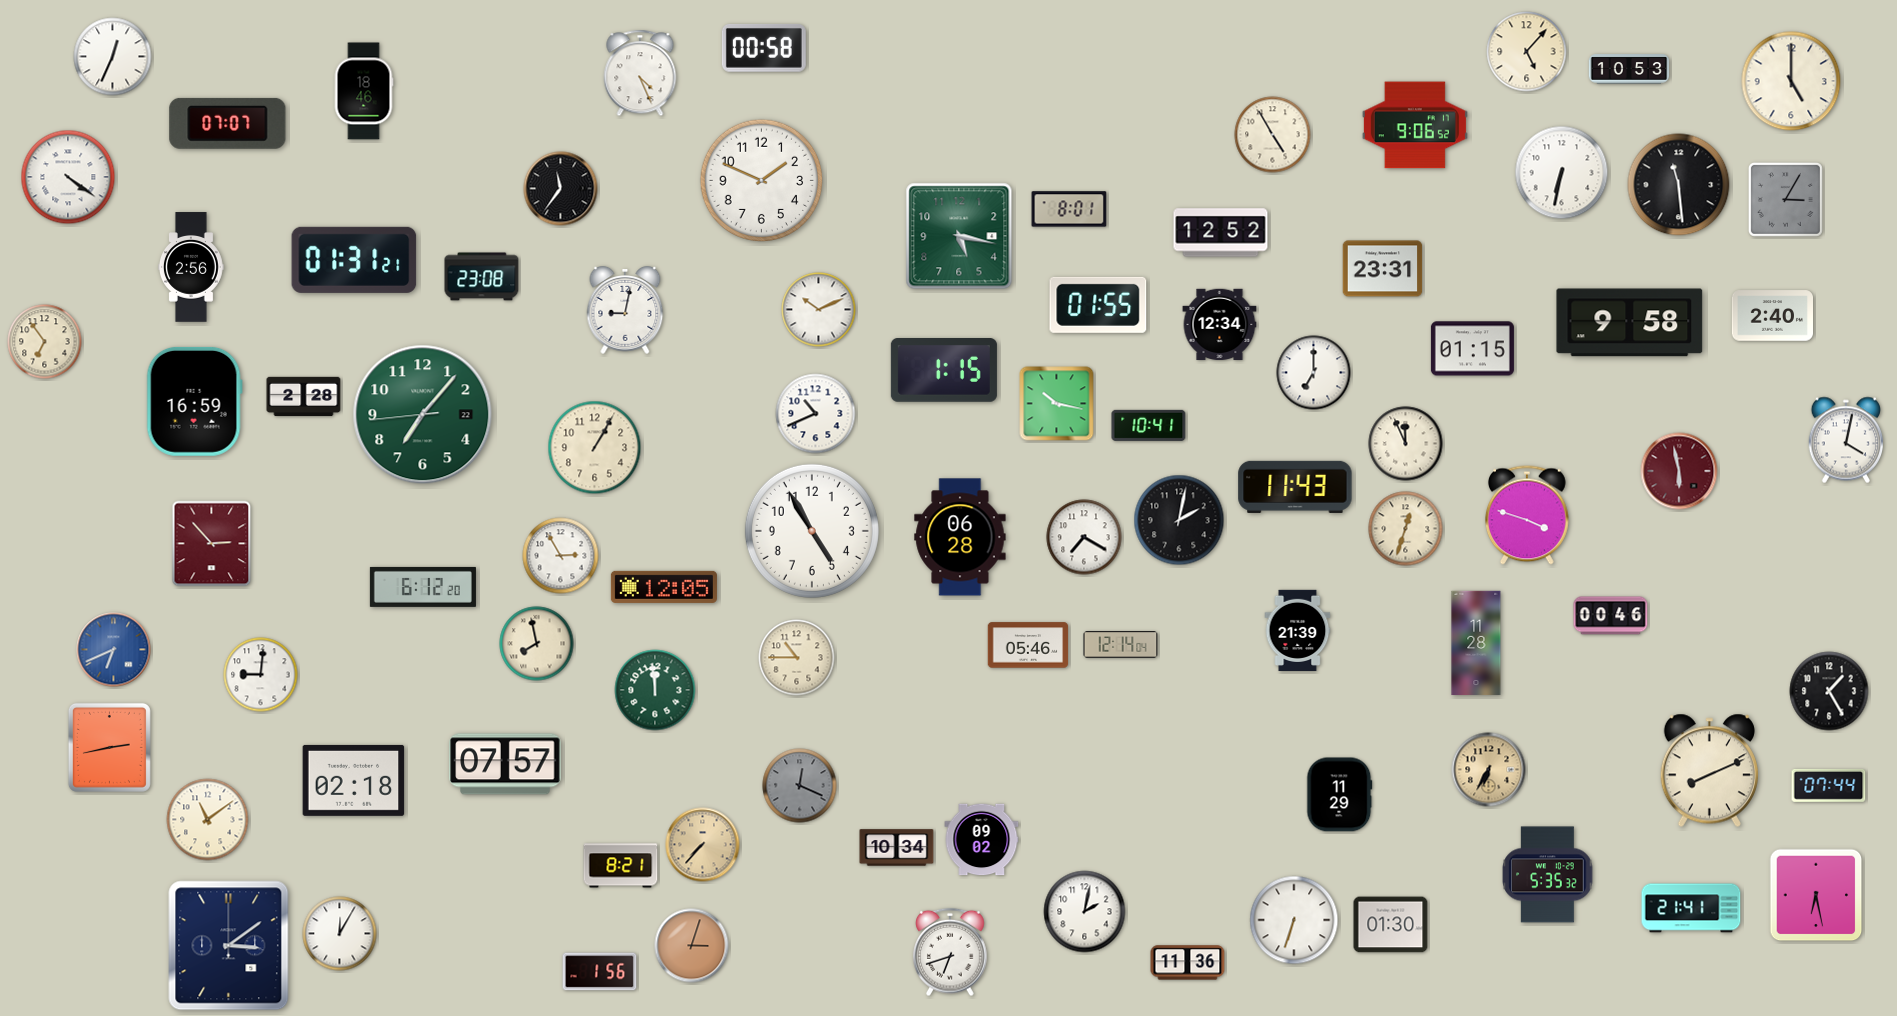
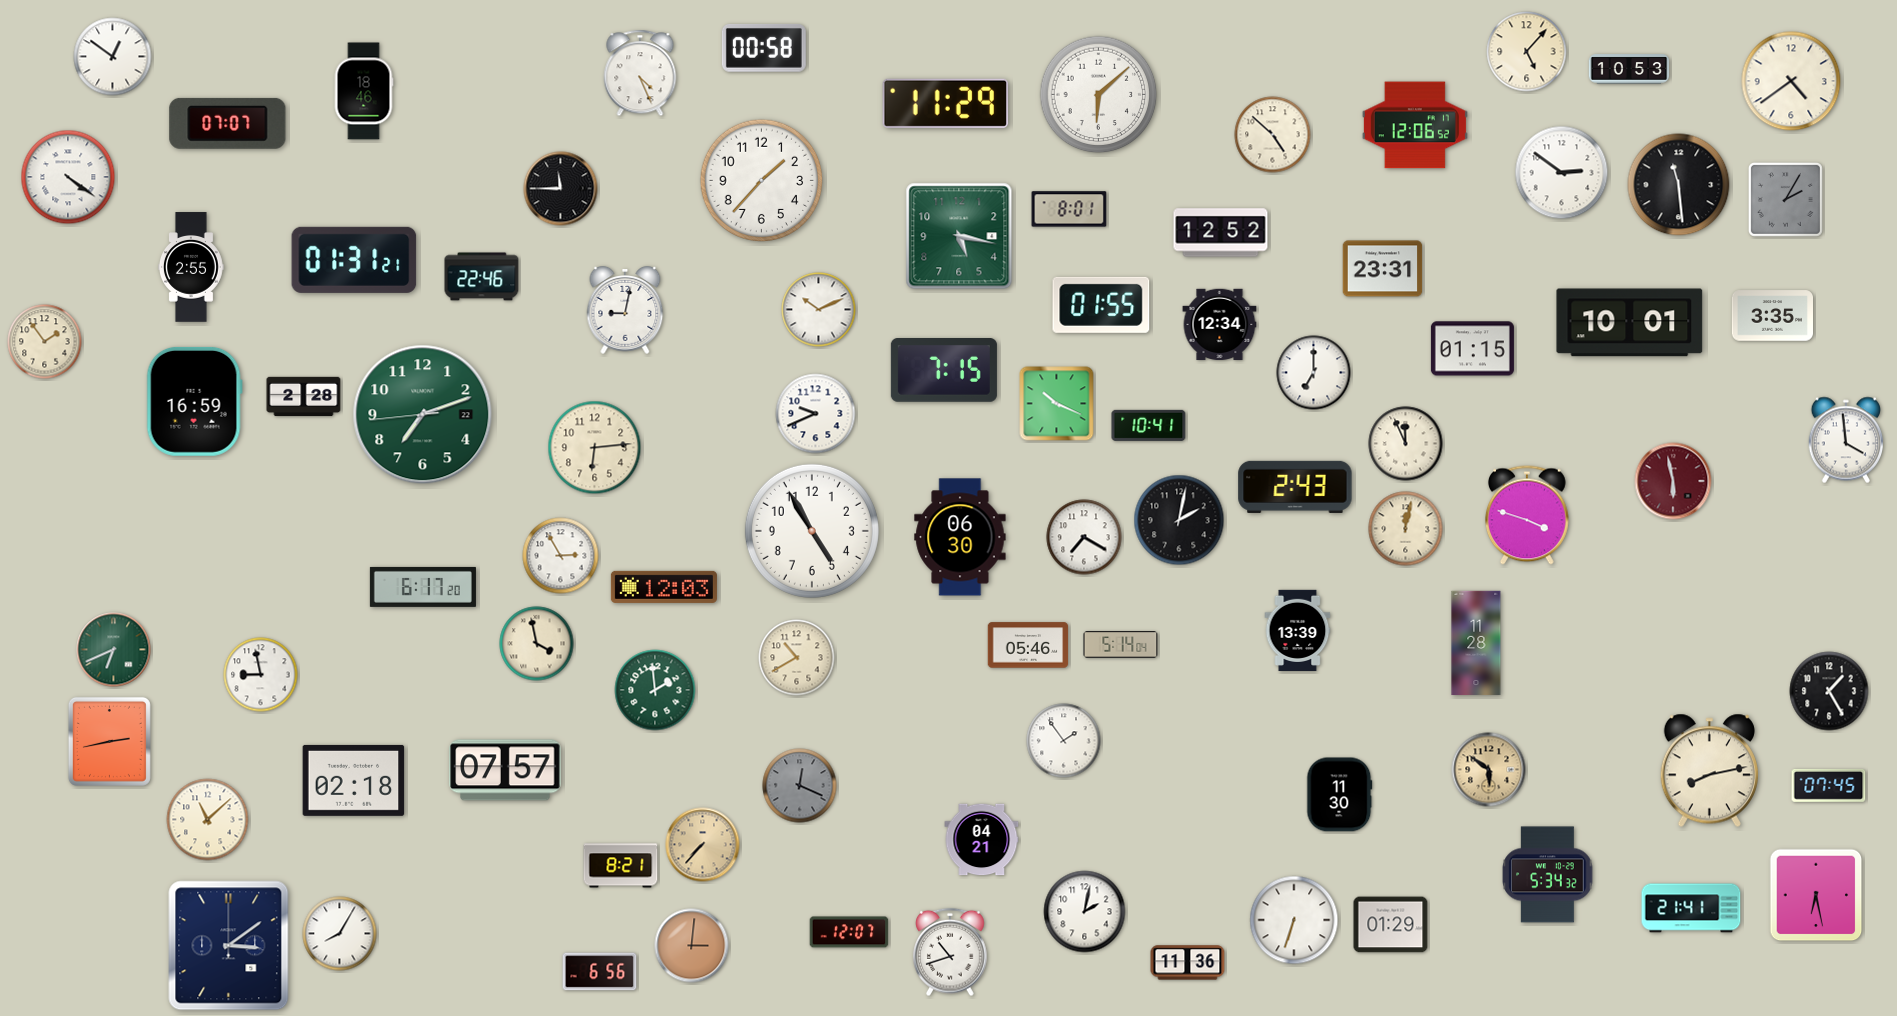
clock at (113, 57): 12:34 -> 12:51
clock at (1791, 81): 5:00 -> 4:39
clock at (1099, 95): none -> 6:08
clock at (946, 103): none -> 11:29
clock at (1415, 125): 9:06 -> 12:06
clock at (1273, 135): 4:55 -> 4:52
clock at (1562, 173): 6:32 -> 2:51
clock at (762, 181): 1:49 -> 1:37
clock at (561, 189): 11:36 -> 11:45
clock at (1785, 199): 3:05 -> 2:05
clock at (192, 267): 2:56 -> 2:55
clock at (482, 277): 23:08 -> 22:46
clock at (1098, 305) position: (1098, 305) -> (1101, 305)
clock at (1772, 316): 2:40 -> 3:35
clock at (1630, 323): 9:58 -> 10:01
clock at (45, 342): 6:54 -> 1:54
clock at (944, 371): 1:15 -> 7:15
clock at (1057, 404): 10:17 -> 10:19
clock at (816, 414): 10:41 -> 9:41
clock at (423, 415): 7:06 -> 7:11
clock at (1845, 440): 4:02 -> 3:59
clock at (595, 448): 1:05 -> 6:14
clock at (1679, 471) position: (1679, 471) -> (1673, 481)
clock at (1295, 487): 11:43 -> 2:43
clock at (1406, 529): 12:33 -> 12:02
clock at (960, 537): 06:28 -> 06:30
clock at (212, 544): 2:53 -> none
clock at (423, 587): 6:12 -> 6:17
clock at (664, 587): 12:05 -> 12:03
clock at (1611, 616): 00:46 -> none
clock at (1298, 630): 21:39 -> 13:39
clock at (537, 644): 7:58 -> 3:58
clock at (1121, 645): 12:14 -> 5:14
clock at (114, 650) dial: blue -> green
clock at (797, 658): 10:45 -> 10:40
clock at (261, 675): 9:01 -> 8:58
clock at (655, 690): 11:59 -> 1:59
clock at (1064, 741): none -> 1:54
clock at (109, 747) position: (109, 747) -> (109, 741)
clock at (505, 764) position: (505, 764) -> (505, 770)
clock at (1489, 770): 6:35 -> 5:51
clock at (1709, 771): 8:11 -> 8:13
clock at (1829, 785): 07:44 -> 07:45
clock at (1340, 795): 11:29 -> 11:30
clock at (208, 820): 11:09 -> 11:08
clock at (982, 840): 09:02 -> 04:21
clock at (897, 848): 10:34 -> none
clock at (1548, 875): 5:35 -> 5:34
clock at (1391, 925): 01:30 -> 01:29
clock at (849, 932): none -> 12:07
clock at (340, 934): 12:05 -> 8:05
clock at (692, 946): 3:03 -> 3:01
clock at (950, 952): 6:42 -> 10:42
clock at (600, 972): 1:56 -> 6:56
